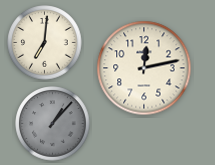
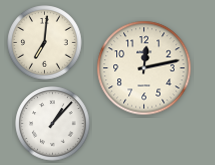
clock at (53, 124) dial: grey -> white
